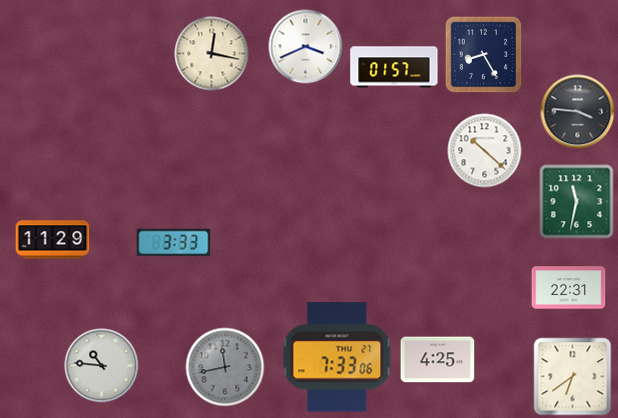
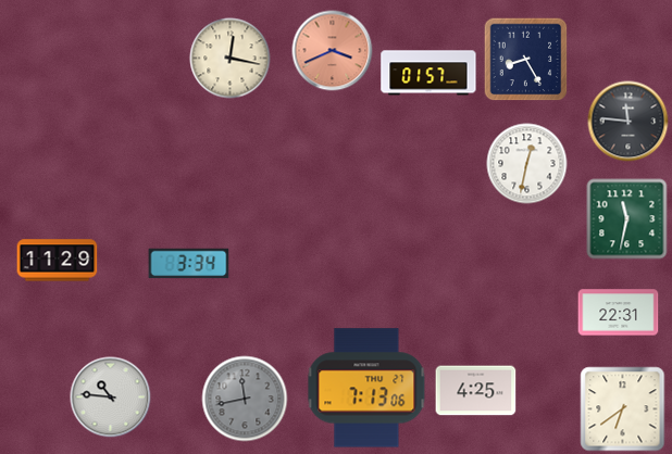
clock at (306, 47) dial: white -> salmon
clock at (578, 112): 3:46 -> 11:46
clock at (485, 151): 10:22 -> 12:32
clock at (174, 243): 3:33 -> 3:34
clock at (337, 357): 7:33 -> 7:13
